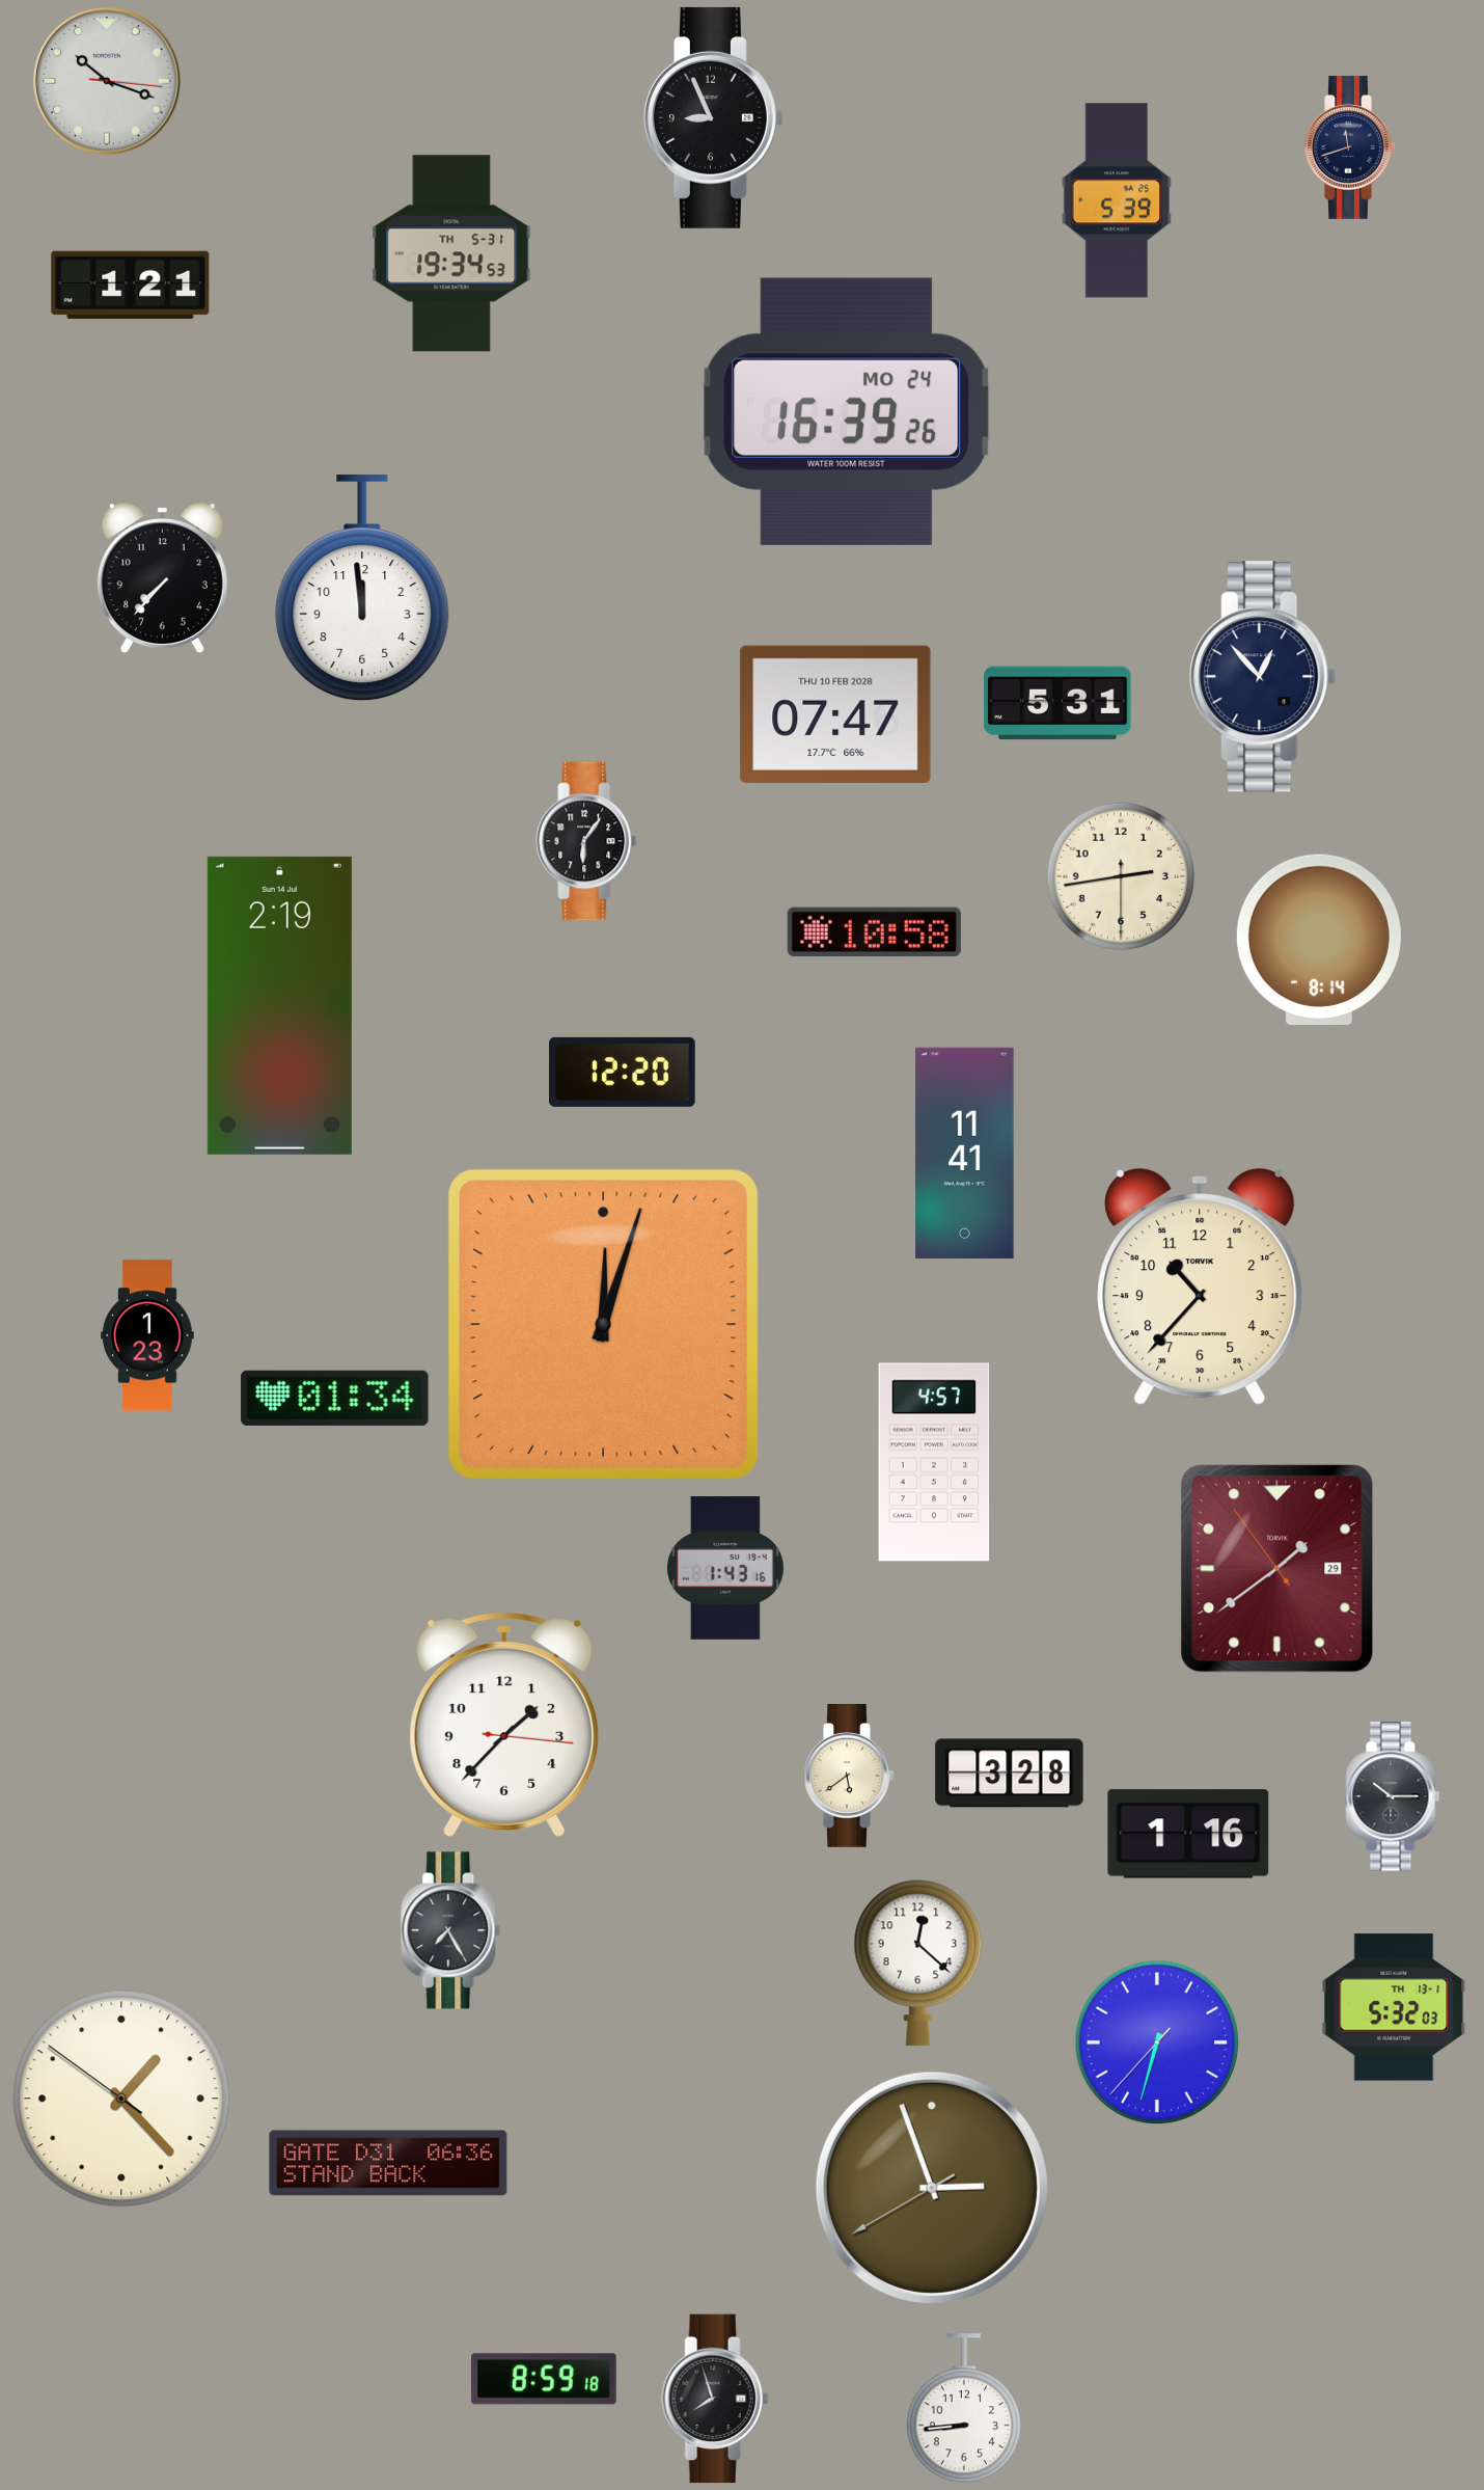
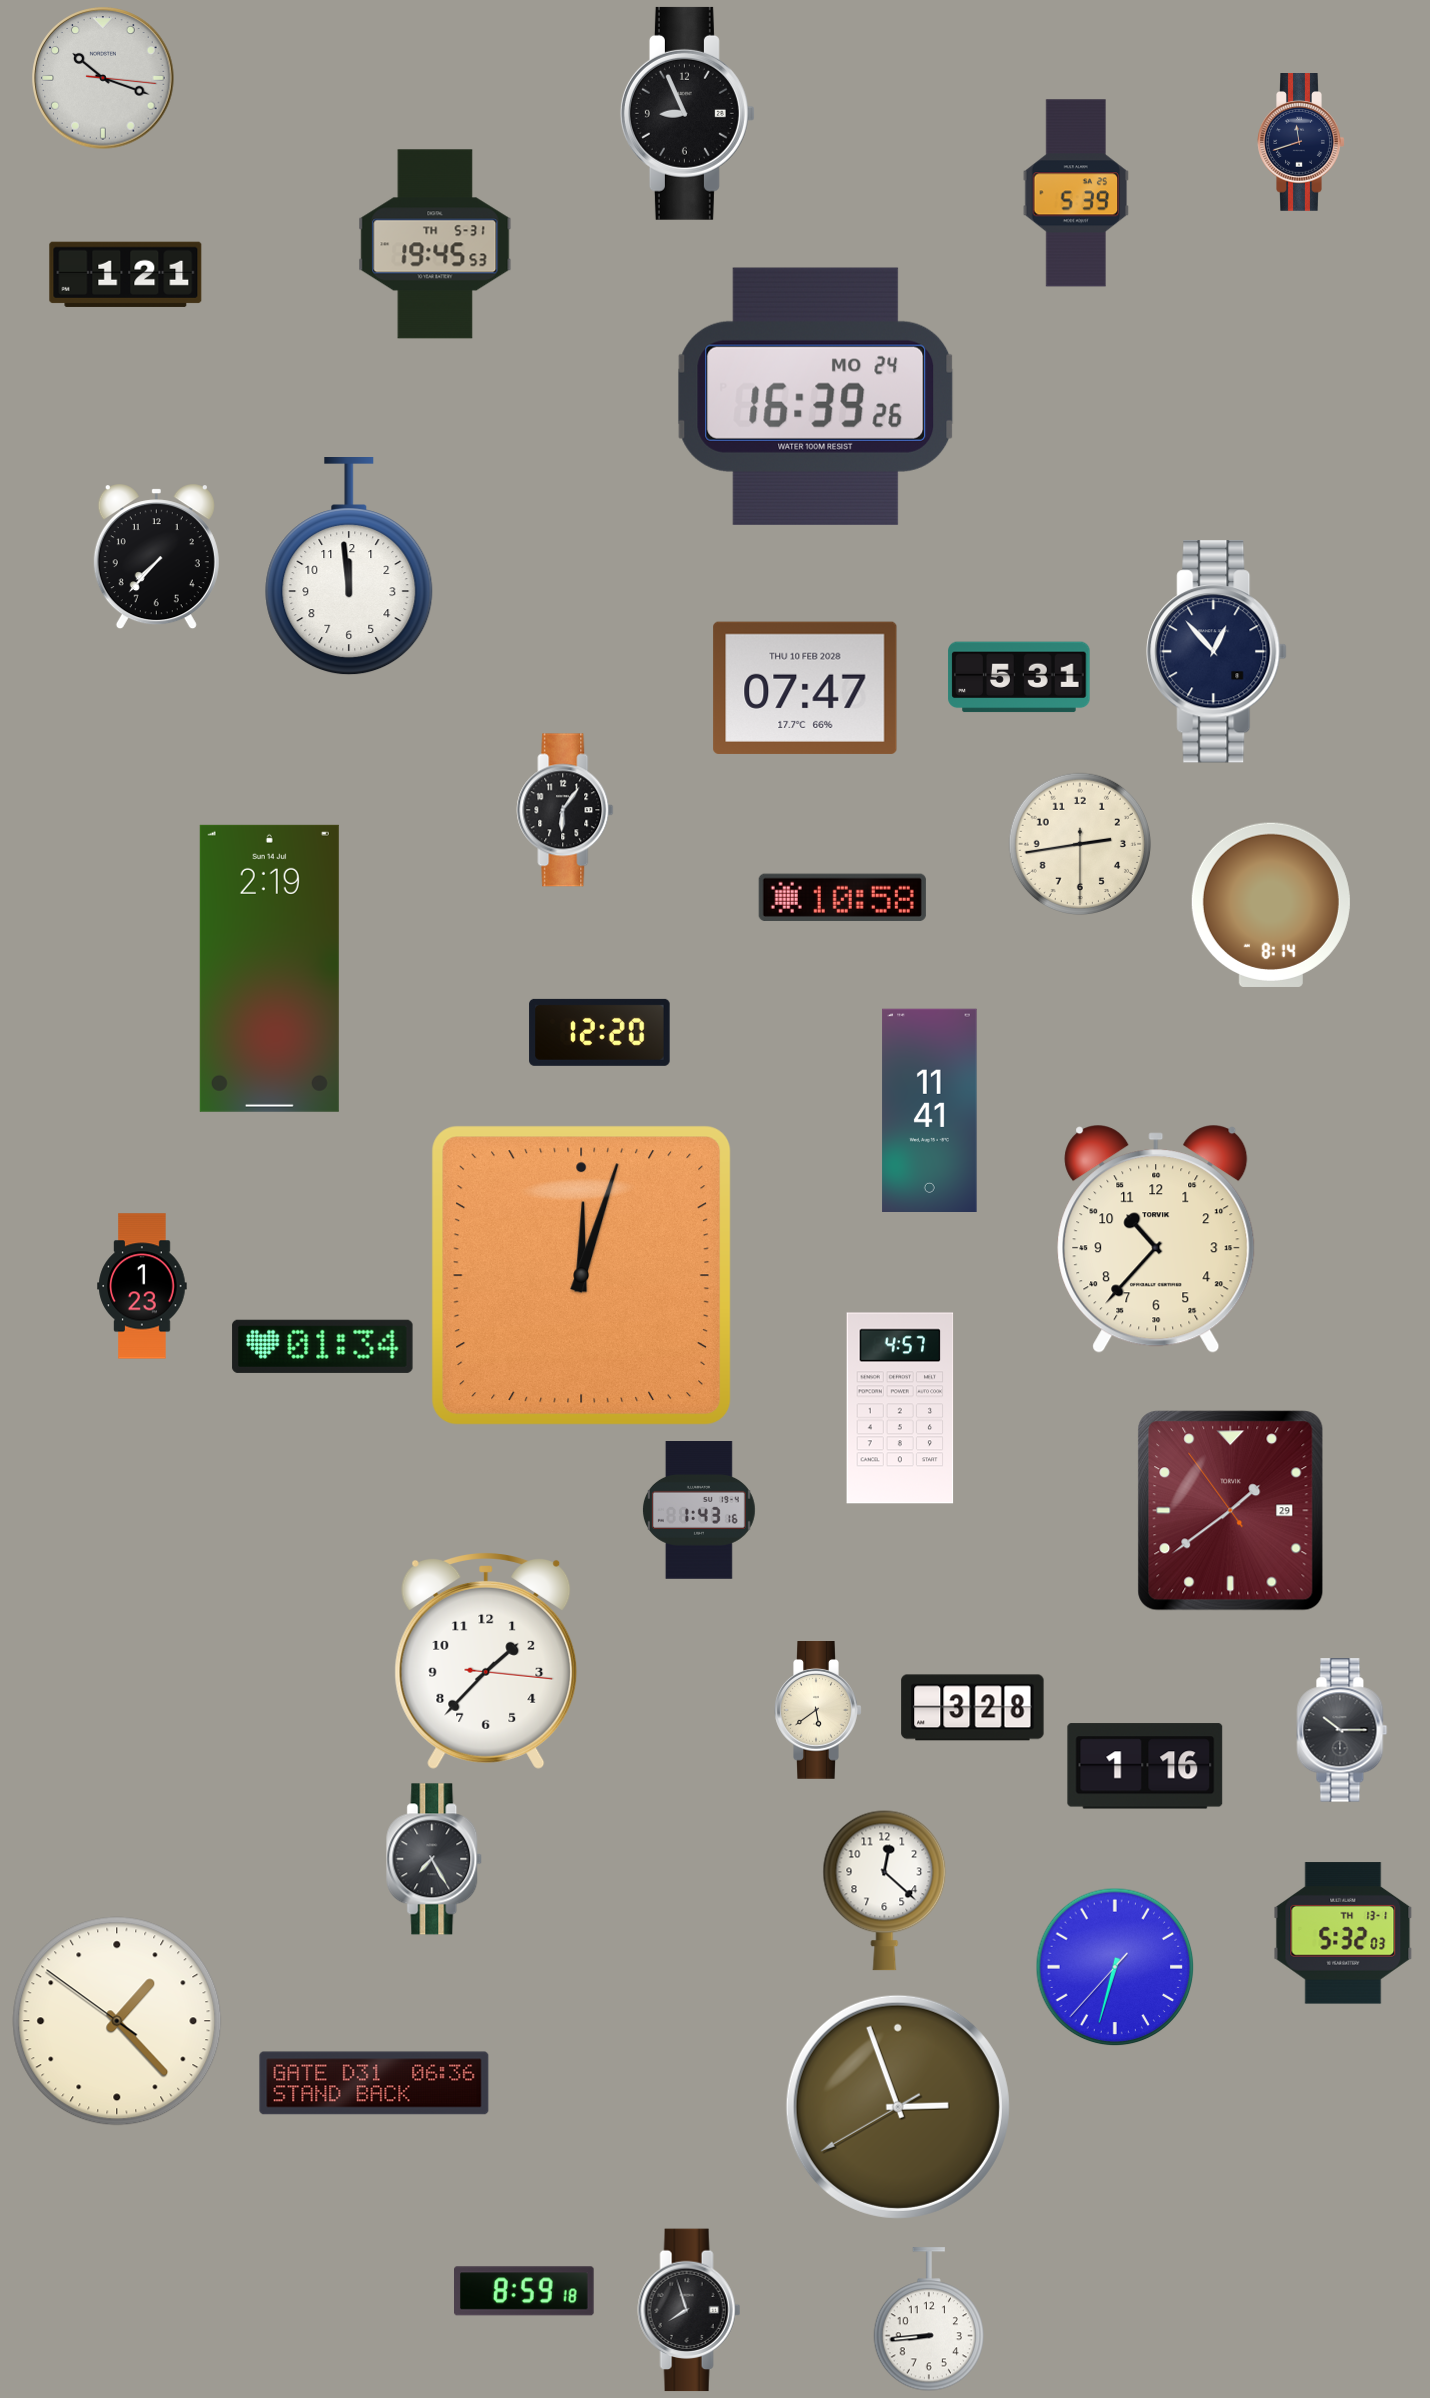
clock at (451, 253): 19:34 -> 19:45
